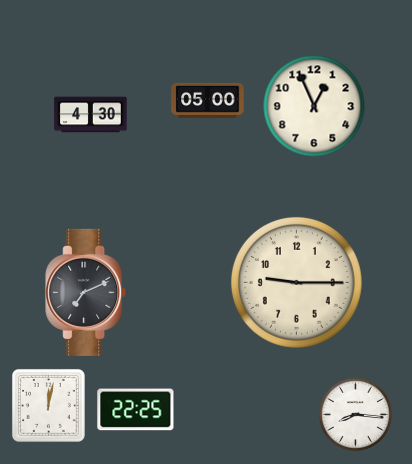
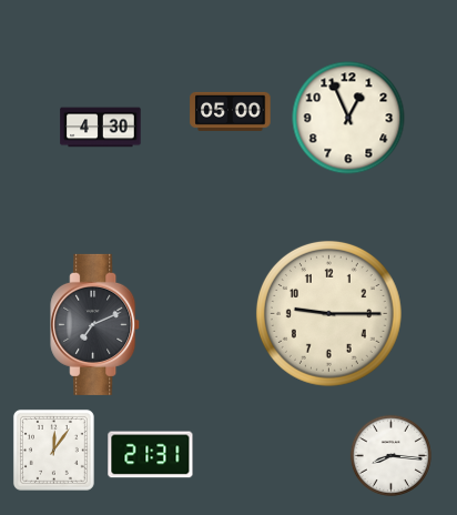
clock at (48, 405): 12:02 -> 12:06
clock at (136, 410): 22:25 -> 21:31
clock at (355, 414) position: (355, 414) -> (390, 455)
